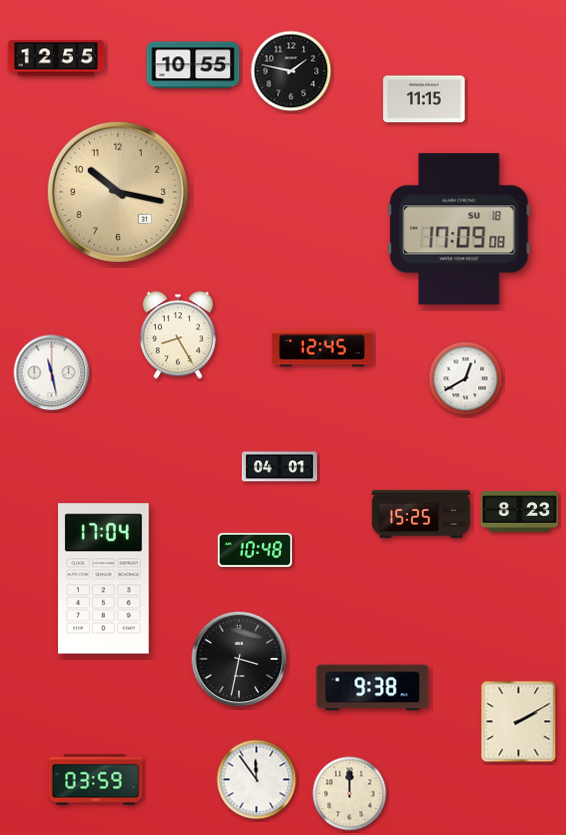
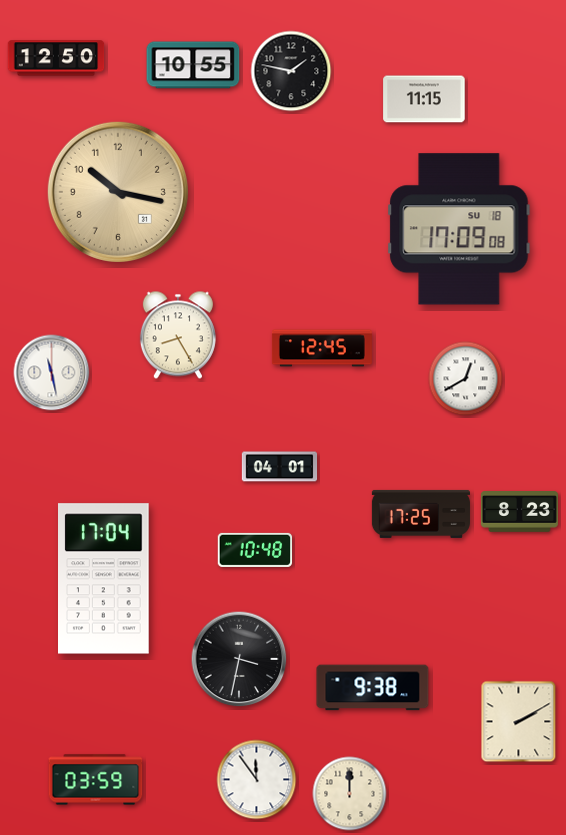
clock at (56, 58): 12:55 -> 12:50
clock at (421, 514): 15:25 -> 17:25
